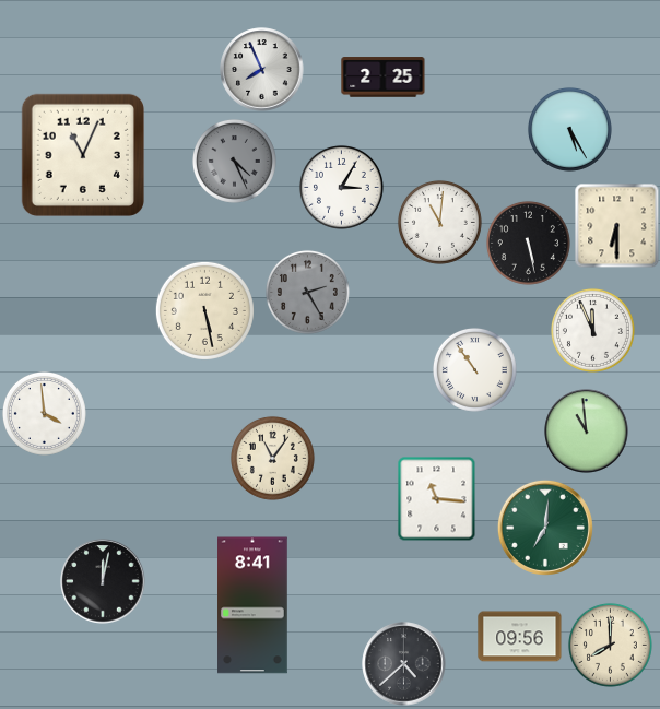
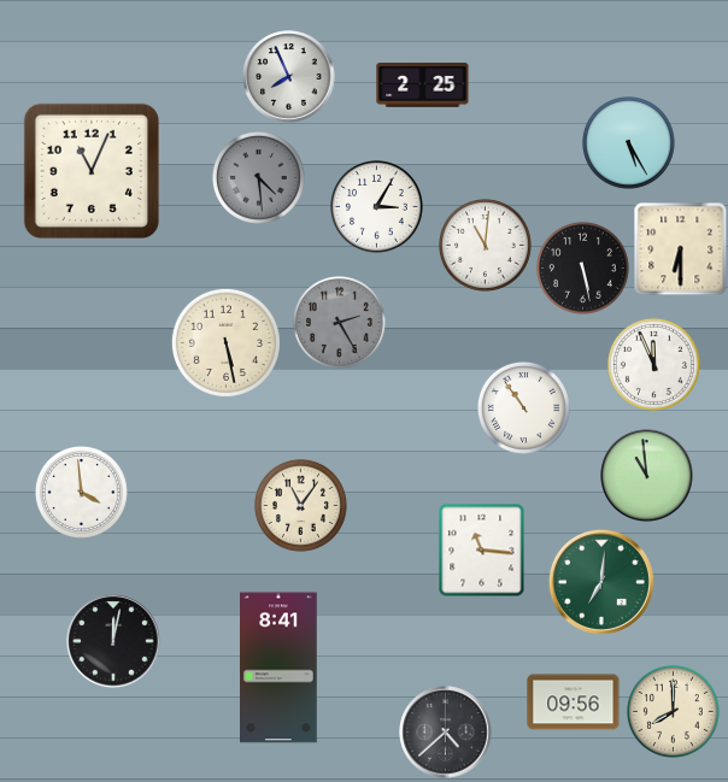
clock at (234, 161): 4:26 -> 4:29
clock at (44, 413) position: (44, 413) -> (81, 492)
